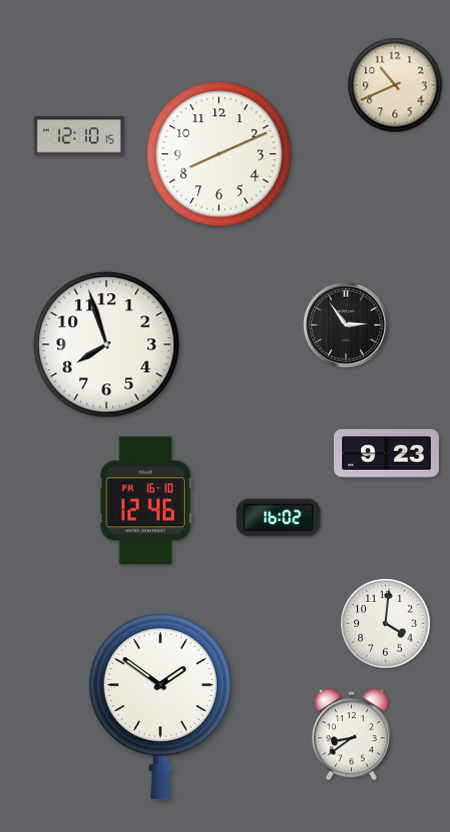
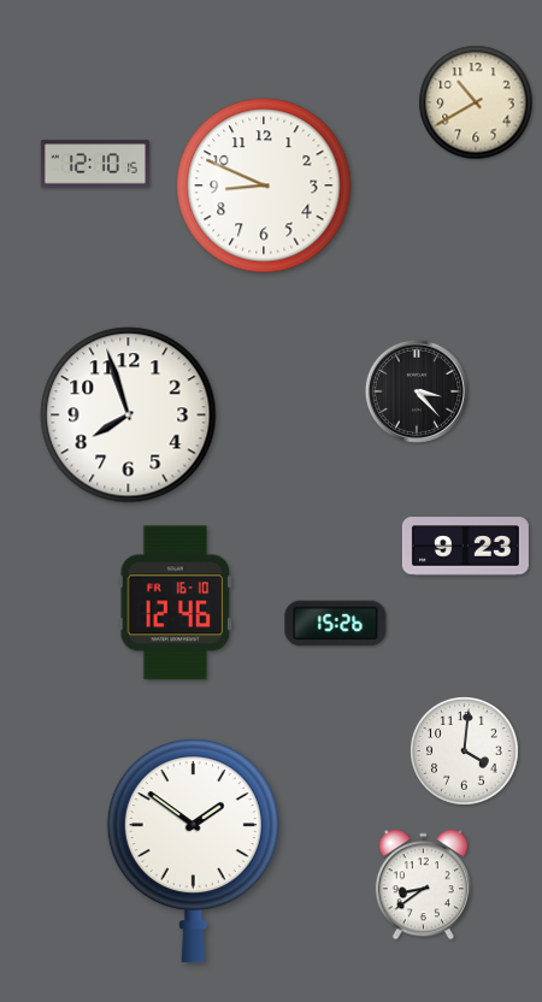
clock at (395, 85): 10:41 -> 10:40
clock at (219, 154): 8:11 -> 8:49
clock at (346, 325): 2:54 -> 3:23
clock at (279, 518): 16:02 -> 15:26
